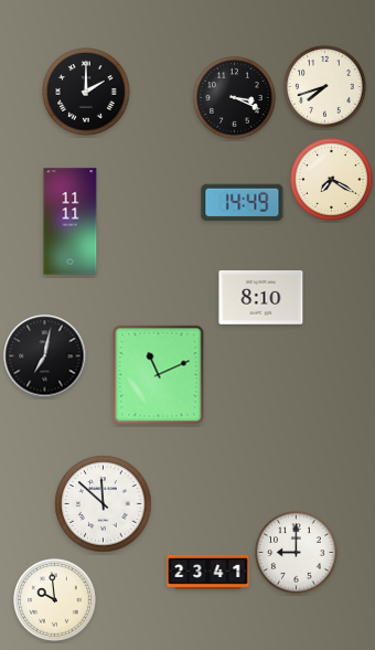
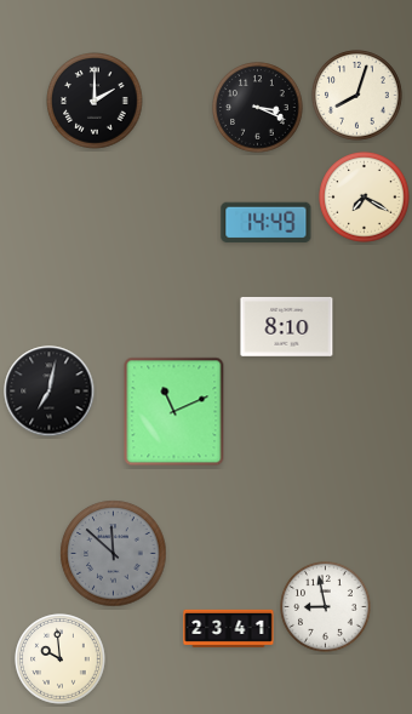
clock at (325, 87): 7:42 -> 8:03
clock at (71, 222): 11:11 -> none
clock at (104, 504) dial: white -> grey
clock at (297, 553): 9:00 -> 8:58
